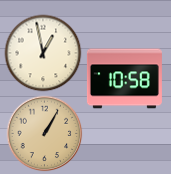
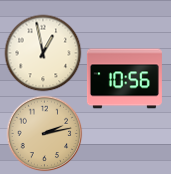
clock at (124, 79): 10:58 -> 10:56
clock at (45, 134): 1:05 -> 2:13
